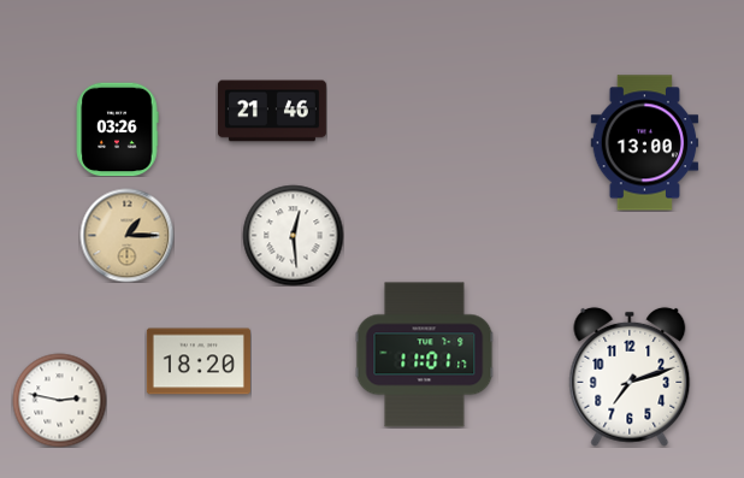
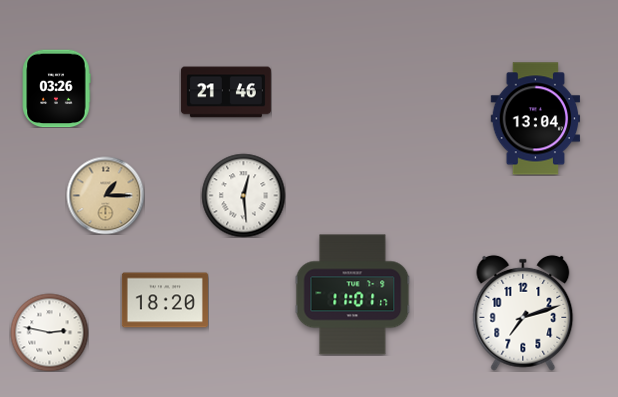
clock at (117, 129) position: (117, 129) -> (56, 88)
clock at (645, 143): 13:00 -> 13:04
